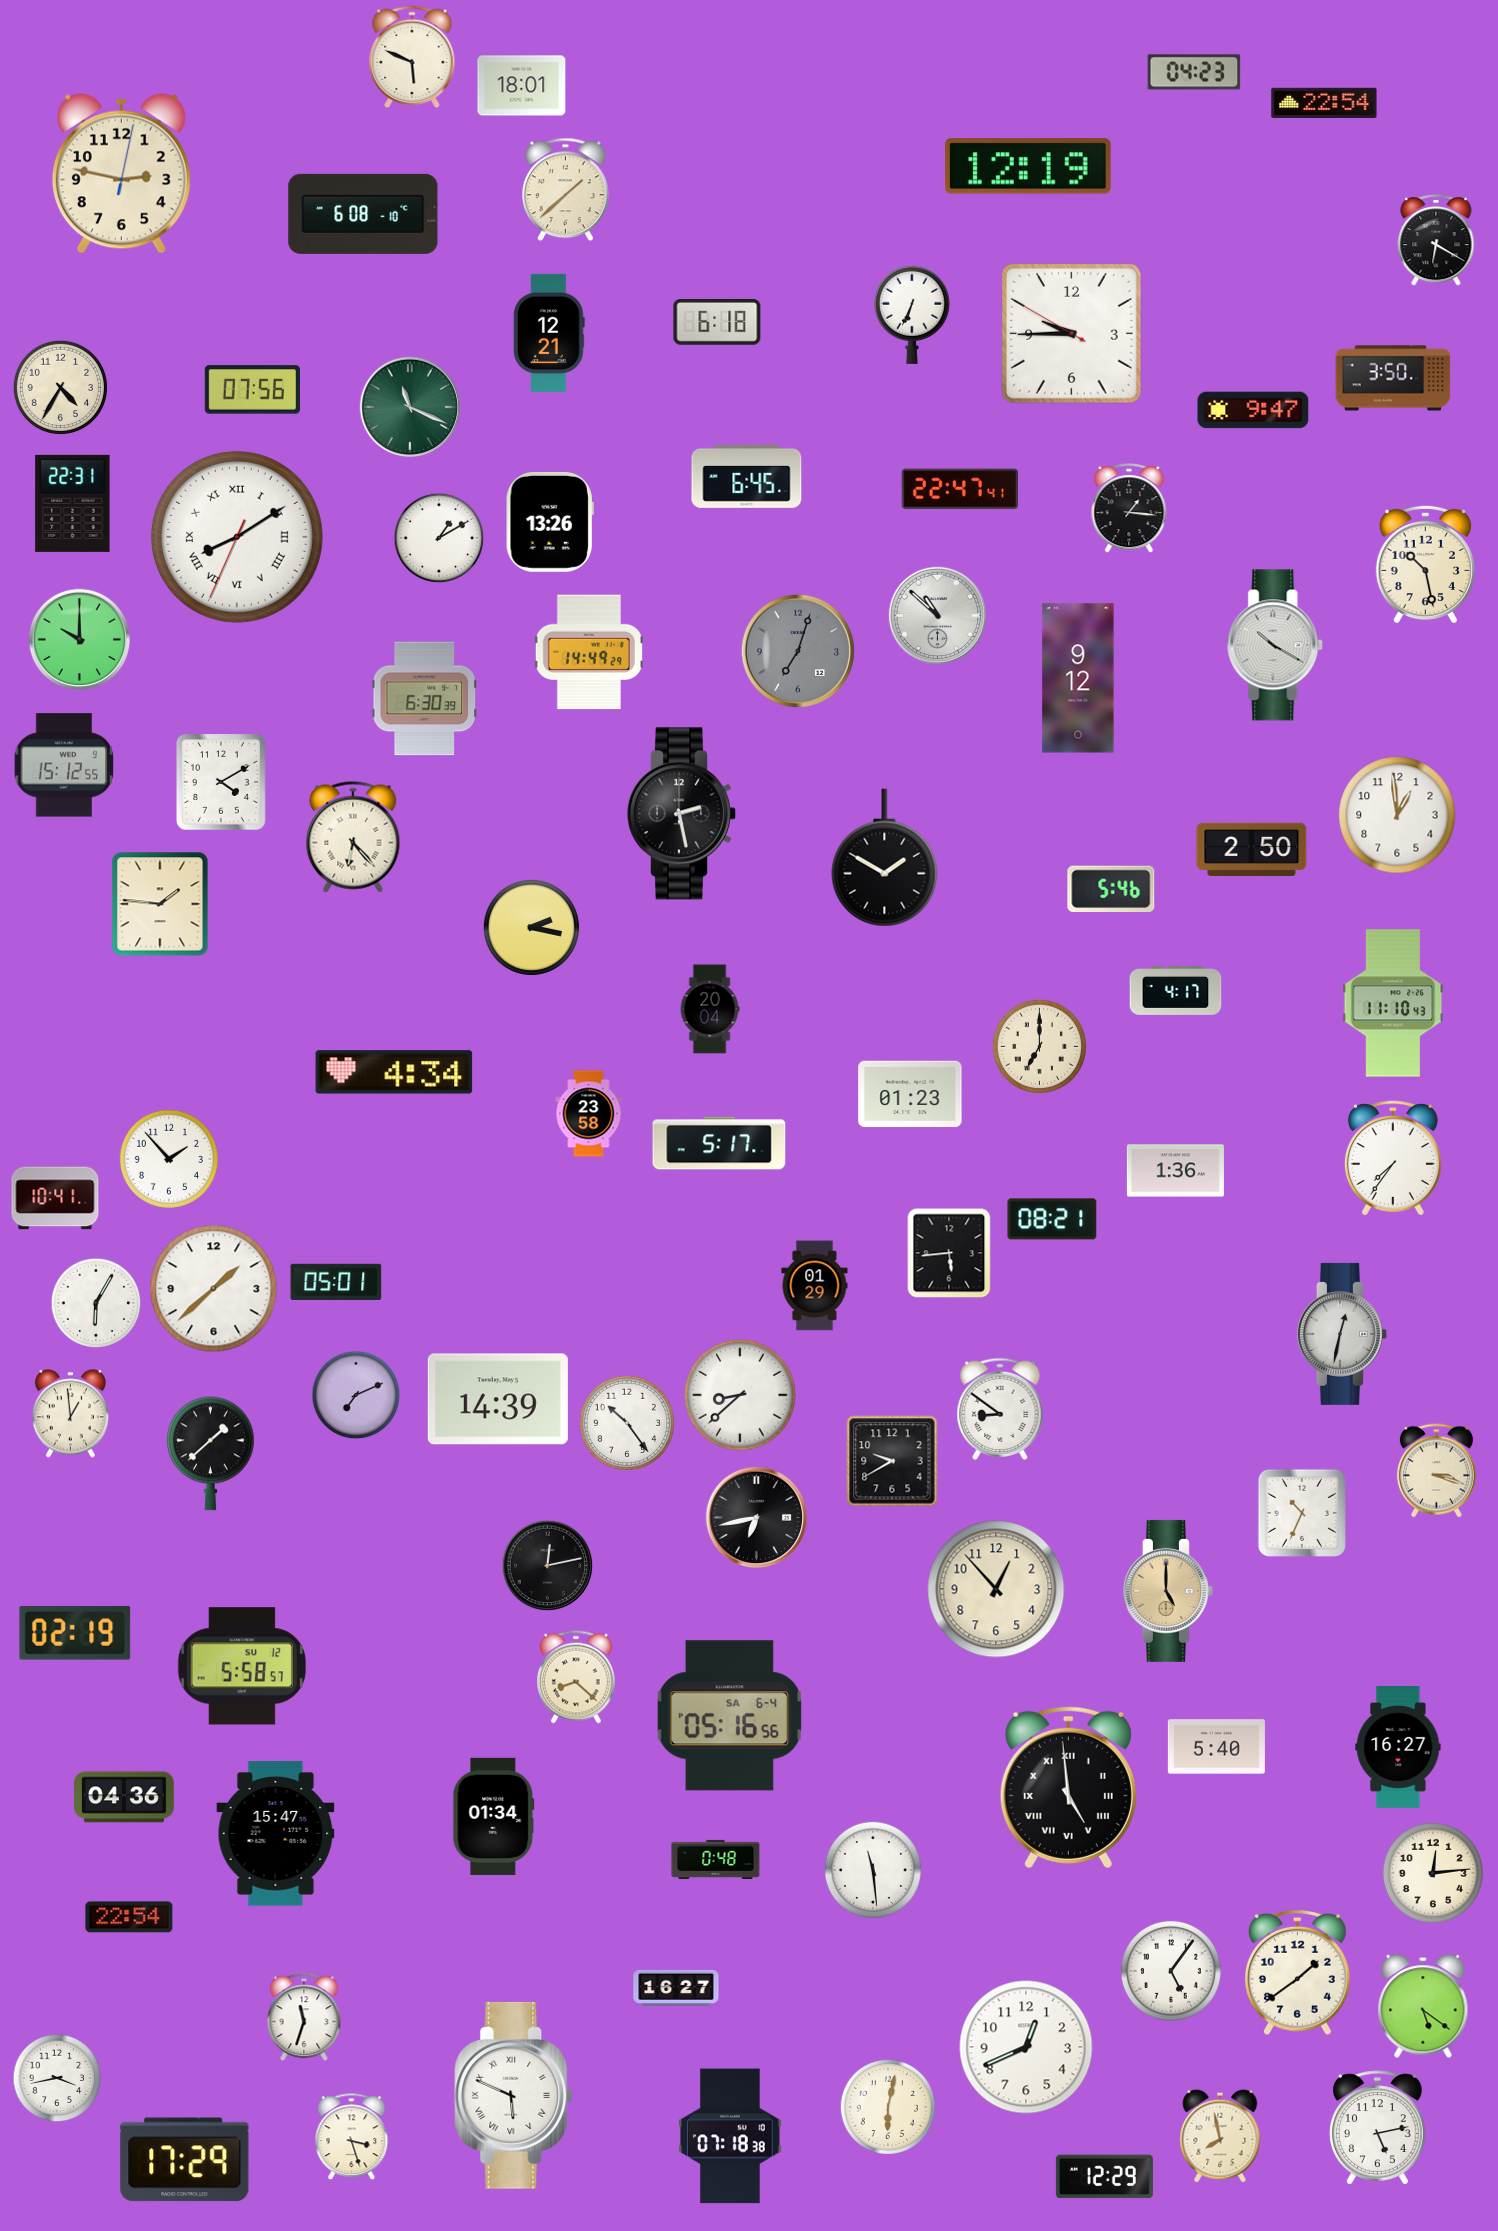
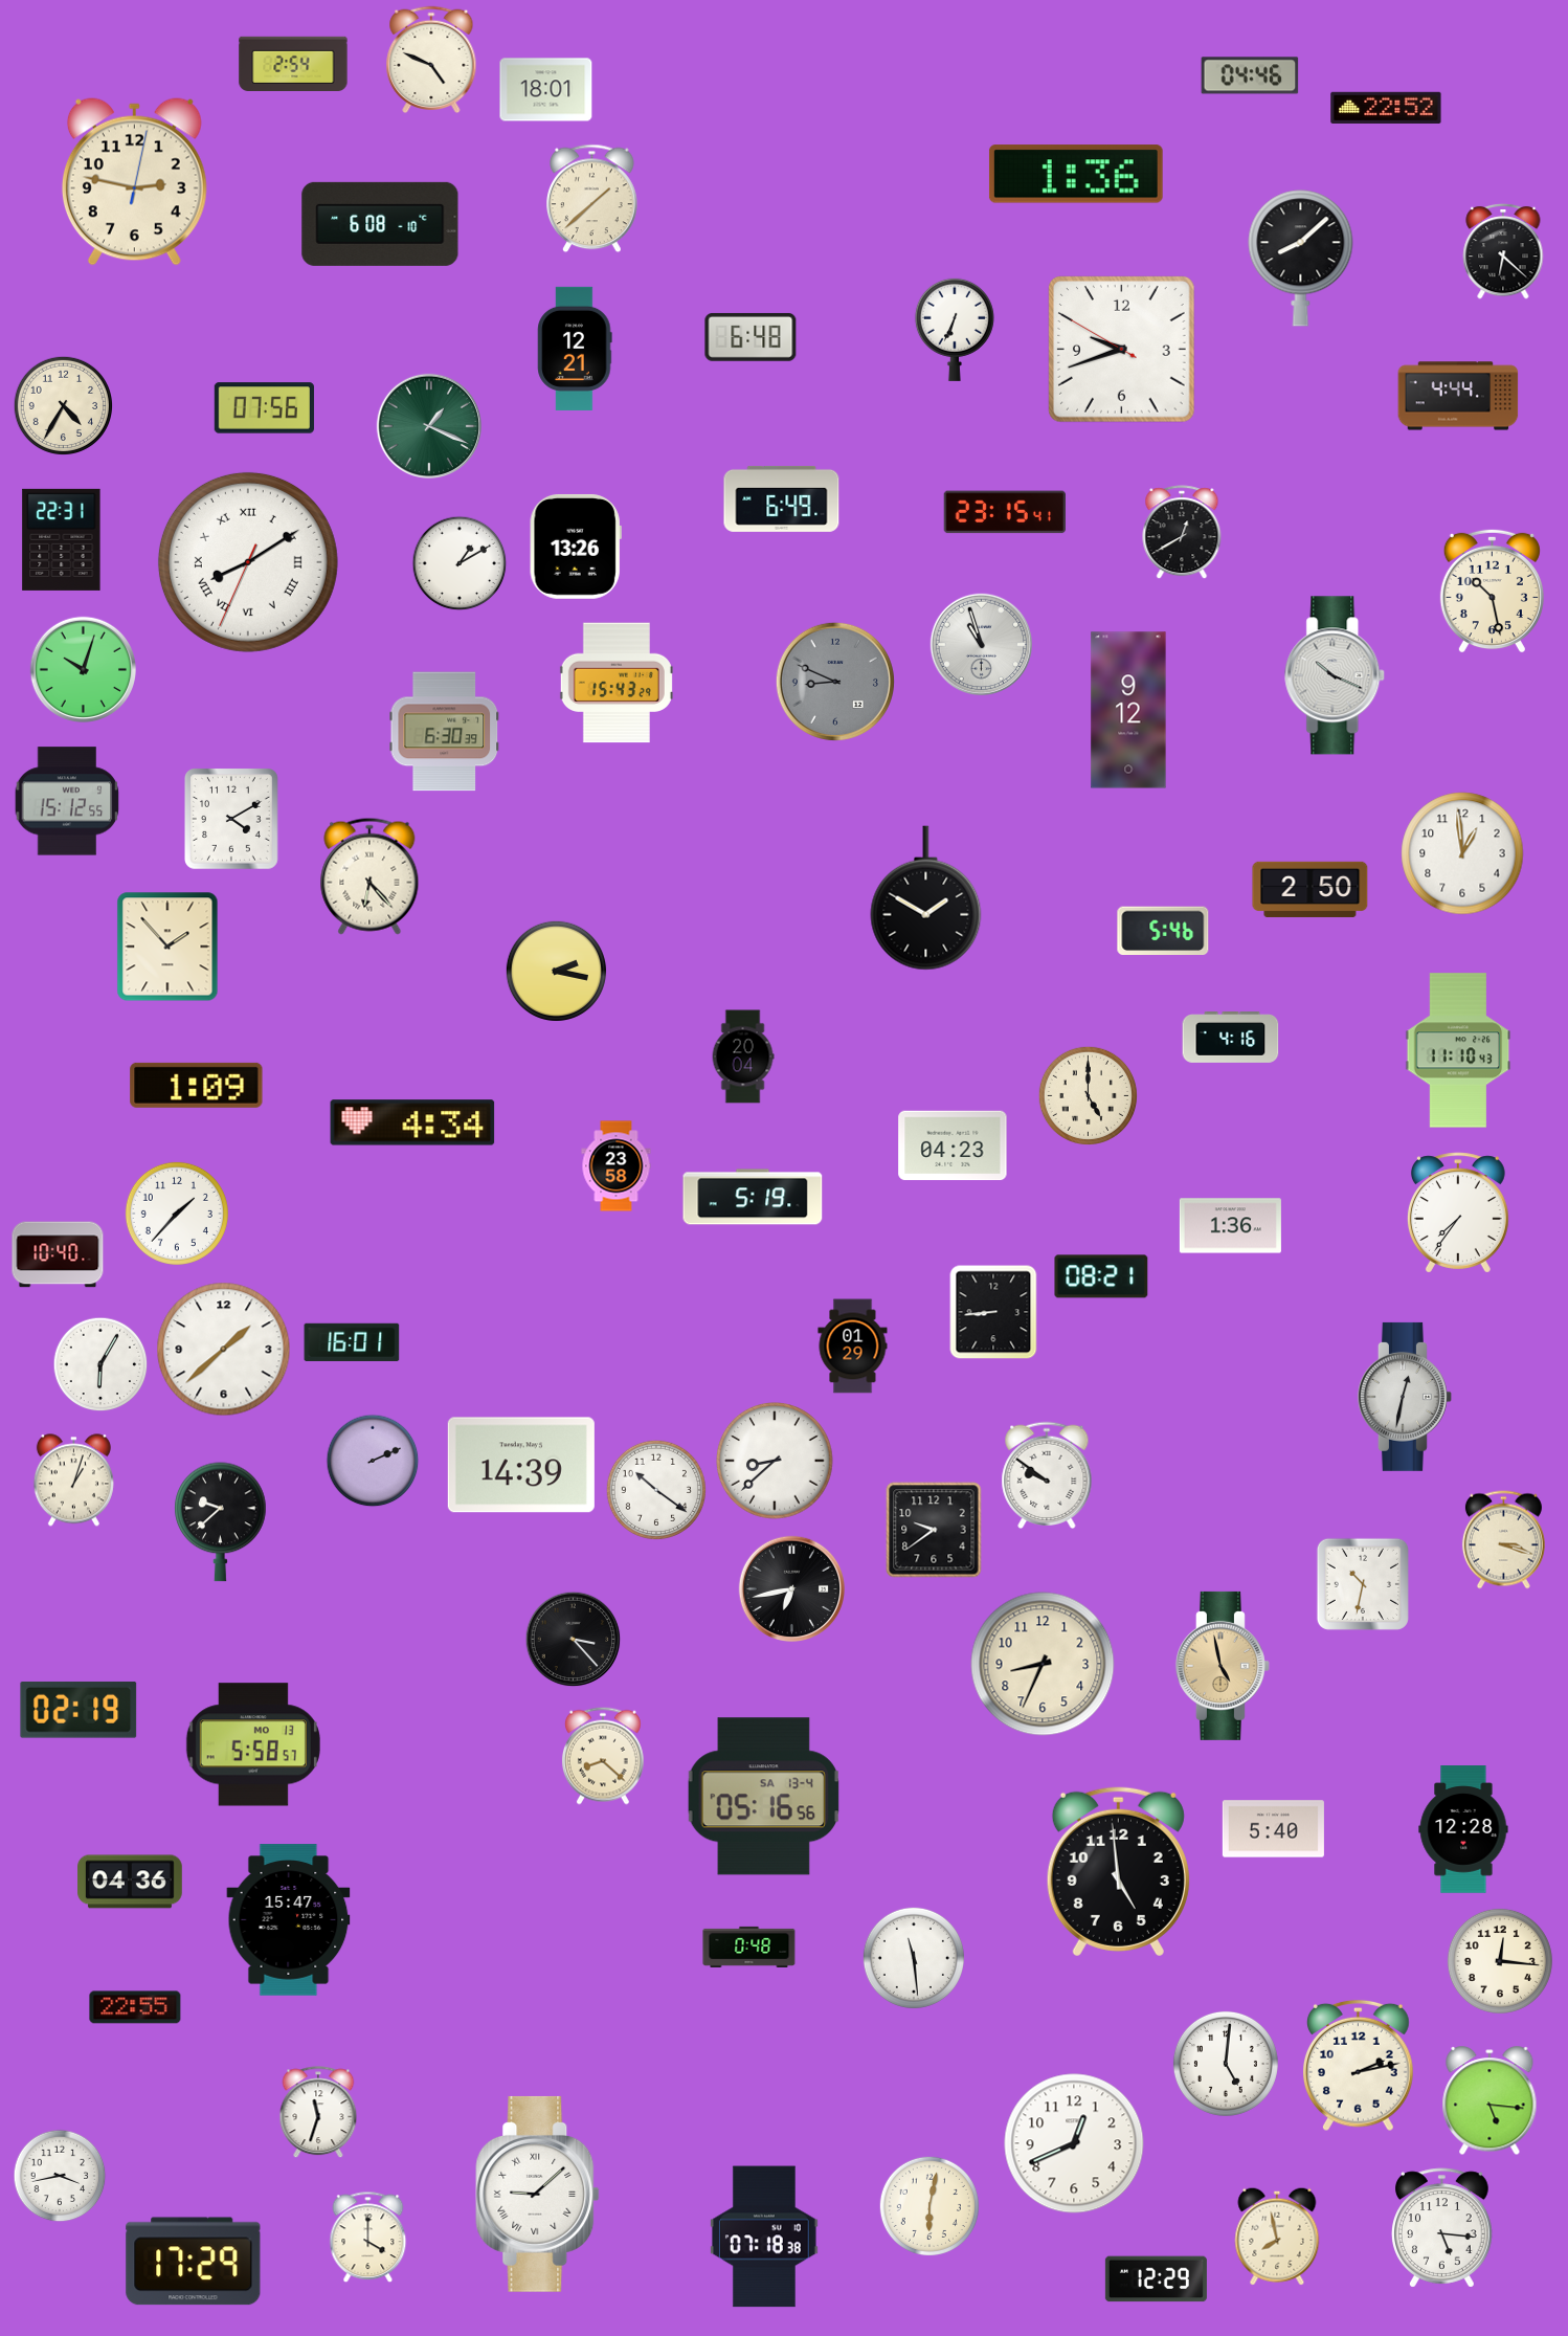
clock at (412, 57): 5:49 -> 4:49
clock at (293, 63): none -> 2:54
clock at (1194, 72): 04:23 -> 04:46
clock at (1324, 103): 22:54 -> 22:52
clock at (1028, 166): 12:19 -> 1:36
clock at (121, 174) position: (121, 174) -> (134, 182)
clock at (1436, 240): 6:20 -> 6:22
clock at (1301, 259): none -> 8:08
clock at (717, 322): 6:18 -> 6:48
clock at (1072, 334): 9:44 -> 9:41
clock at (1393, 378): 3:50 -> 4:44
clock at (409, 406): 11:19 -> 1:19
clock at (1253, 410): 9:47 -> none
clock at (747, 476): 6:45 -> 6:49
clock at (959, 489): 22:47 -> 23:15
clock at (73, 503) position: (73, 503) -> (62, 539)
clock at (1129, 509): 1:16 -> 12:40
clock at (938, 616): 10:52 -> 10:57
clock at (79, 639): 10:00 -> 10:03
clock at (1276, 645): 10:20 -> 10:19
clock at (798, 651): 7:03 -> 8:49
clock at (589, 652): 14:49 -> 15:43
clock at (681, 814): 2:28 -> none
clock at (160, 904): 1:46 -> 1:53
clock at (1176, 991): 4:17 -> 4:16
clock at (197, 1085): none -> 1:09
clock at (1039, 1046): 7:00 -> 5:00
clock at (910, 1094): 01:23 -> 04:23
clock at (719, 1143): 5:17 -> 5:19
clock at (169, 1159): 1:53 -> 1:37
clock at (55, 1198): 10:41 -> 10:40
clock at (949, 1253): 5:44 -> 8:44
clock at (336, 1282): 05:01 -> 16:01
clock at (356, 1395): 7:11 -> 2:11
clock at (1000, 1409): 8:51 -> 9:51
clock at (70, 1414): 12:59 -> 1:03
clock at (627, 1423): 10:24 -> 10:21
clock at (211, 1454): 1:38 -> 9:38
clock at (892, 1461): 9:40 -> 9:39
clock at (1302, 1513): 10:34 -> 10:32
clock at (548, 1566): 12:13 -> 3:23
clock at (996, 1589): 12:53 -> 8:34
clock at (1168, 1591): 5:00 -> 4:58
clock at (242, 1666) date: SU 12 -> MO 13
clock at (729, 1716) date: SA 6-4 -> SA 13-4
clock at (1398, 1747): 16:27 -> 12:28
clock at (1068, 1787) numerals: Roman -> Arabic
clock at (494, 1816): 01:34 -> none
clock at (1433, 1873): 12:14 -> 12:16
clock at (129, 1917): 22:54 -> 22:55
clock at (1171, 1971): 5:06 -> 5:01
clock at (1298, 1973): 1:39 -> 2:13
clock at (676, 1988): 16:27 -> none
clock at (1423, 2007): 5:21 -> 5:16
clock at (514, 2095): 5:49 -> 9:08
clock at (1378, 2128): 5:13 -> 5:16
clock at (352, 2137): 3:27 -> 4:00
